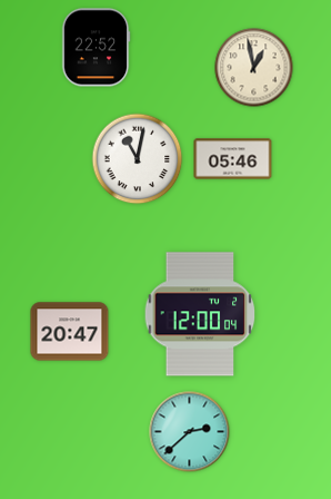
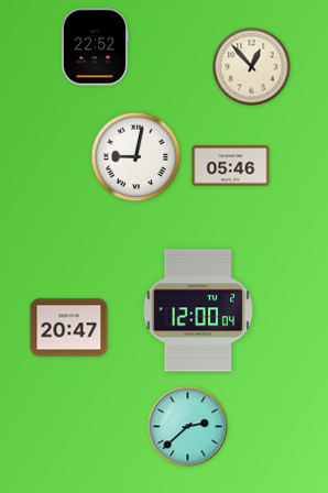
clock at (254, 68): 12:58 -> 12:53
clock at (138, 159): 11:02 -> 9:02
clock at (233, 159) position: (233, 159) -> (231, 166)
